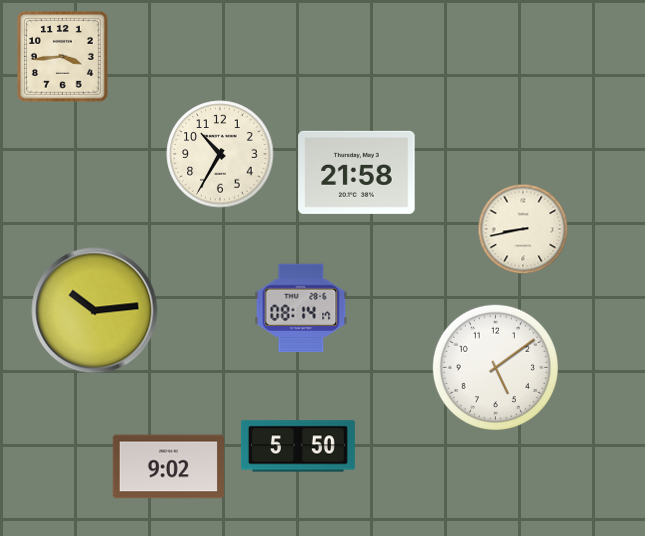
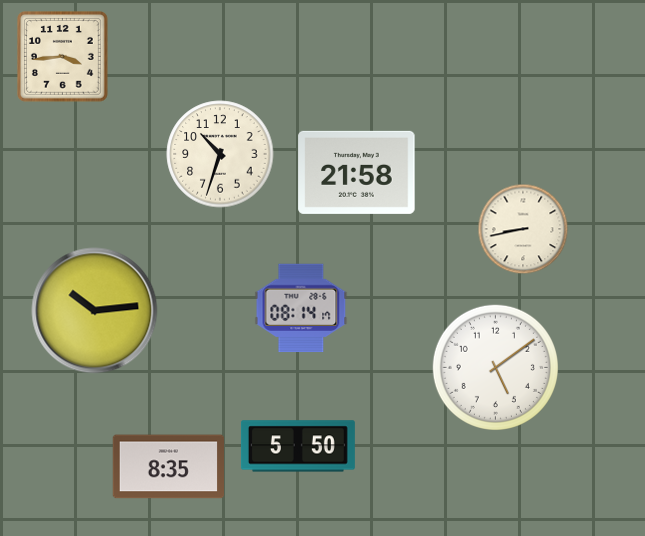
clock at (220, 154): 10:35 -> 10:33
clock at (168, 467): 9:02 -> 8:35
